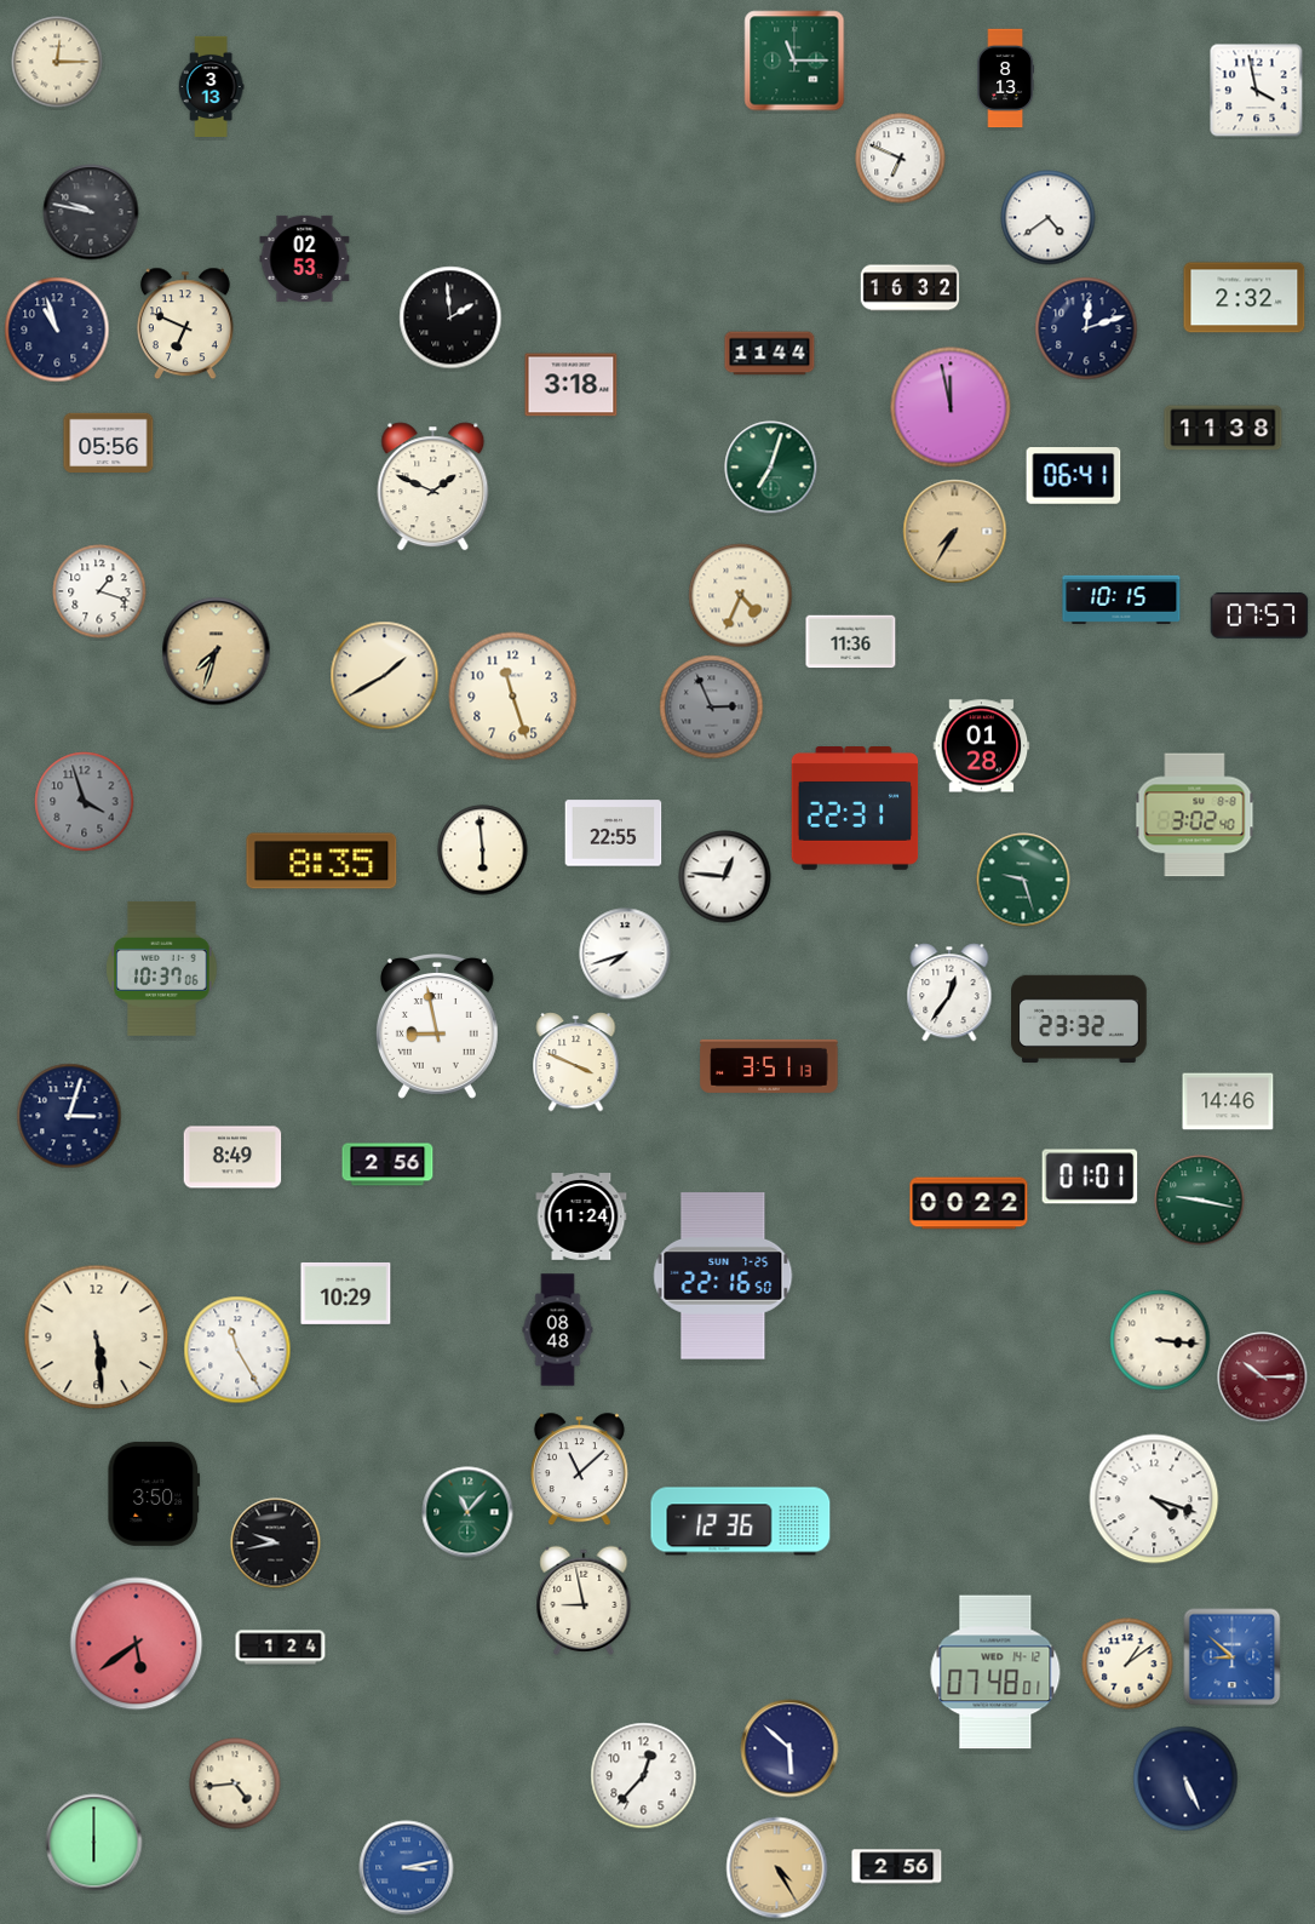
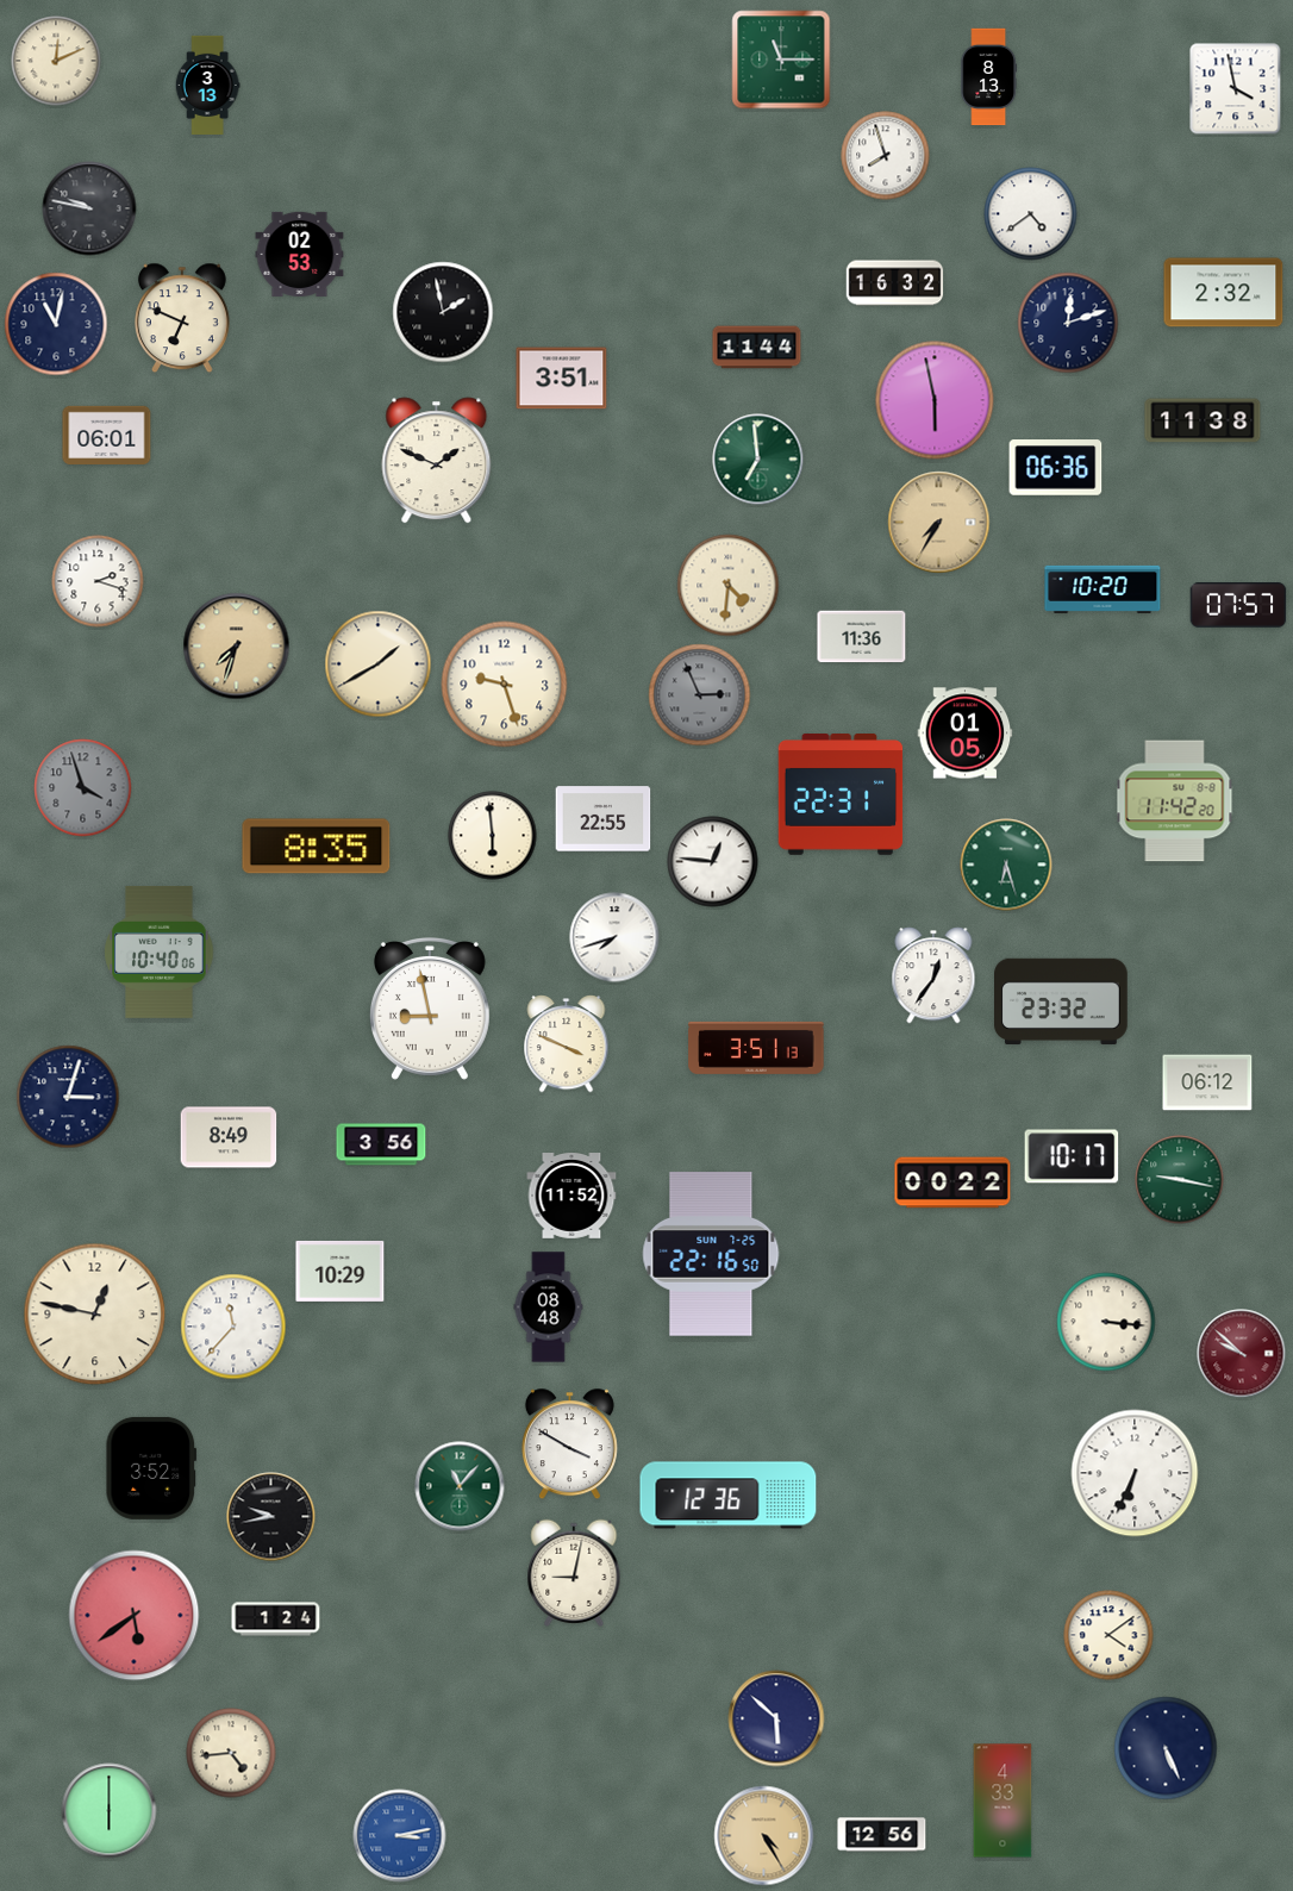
clock at (57, 62): 12:15 -> 12:11
clock at (901, 159): 6:49 -> 7:57
clock at (450, 317): 1:59 -> 1:58
clock at (57, 330): 10:57 -> 11:02
clock at (572, 385): 3:18 -> 3:51
clock at (951, 407): 11:58 -> 5:58
clock at (109, 443): 05:56 -> 06:01
clock at (771, 468): 7:03 -> 6:59
clock at (1074, 476): 06:41 -> 06:36
clock at (433, 487) position: (433, 487) -> (437, 461)
clock at (99, 591): 1:18 -> 2:18
clock at (741, 596): 4:34 -> 4:31
clock at (1121, 600): 10:15 -> 10:20
clock at (851, 642) position: (851, 642) -> (862, 637)
clock at (217, 652) position: (217, 652) -> (237, 647)
clock at (513, 697): 11:27 -> 9:27
clock at (982, 746): 01:28 -> 01:05
clock at (1195, 815): 3:02 -> 11:42
clock at (483, 851) position: (483, 851) -> (493, 836)
clock at (1023, 880): 9:27 -> 6:27
clock at (162, 968): 10:37 -> 10:40
clock at (1228, 1101): 14:46 -> 06:12
clock at (387, 1164): 2:56 -> 3:56
clock at (1090, 1176): 01:01 -> 10:17
clock at (581, 1218): 11:24 -> 11:52
clock at (97, 1338): 5:29 -> 12:47
clock at (1160, 1340) position: (1160, 1340) -> (1106, 1322)
clock at (237, 1350): 11:25 -> 11:37
clock at (1263, 1378): 10:15 -> 9:52
clock at (579, 1470): 11:08 -> 3:50
clock at (154, 1494): 3:50 -> 3:52
clock at (1154, 1499): 4:18 -> 6:34
clock at (584, 1601): 8:58 -> 9:02
clock at (1233, 1657): 8:52 -> none
clock at (1127, 1664): 1:09 -> 4:09
clock at (995, 1672): 07:48 -> none
clock at (644, 1776): 12:37 -> none
clock at (1002, 1800): none -> 4:33
clock at (94, 1843) position: (94, 1843) -> (110, 1811)
clock at (897, 1867): 2:56 -> 12:56
